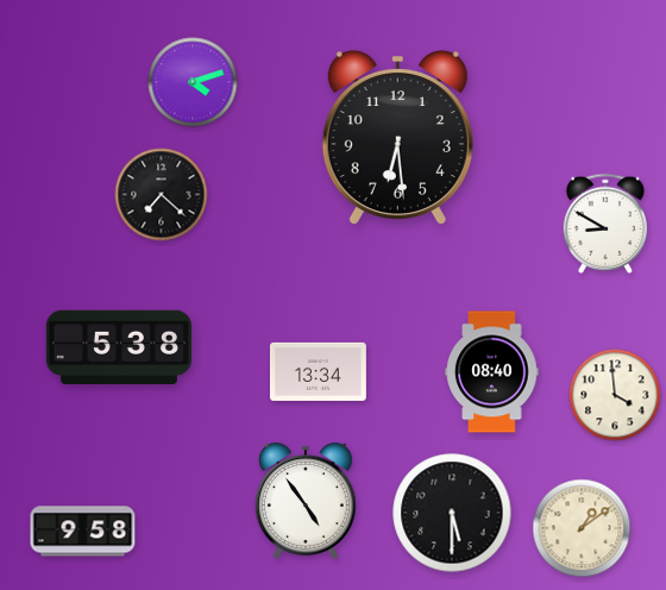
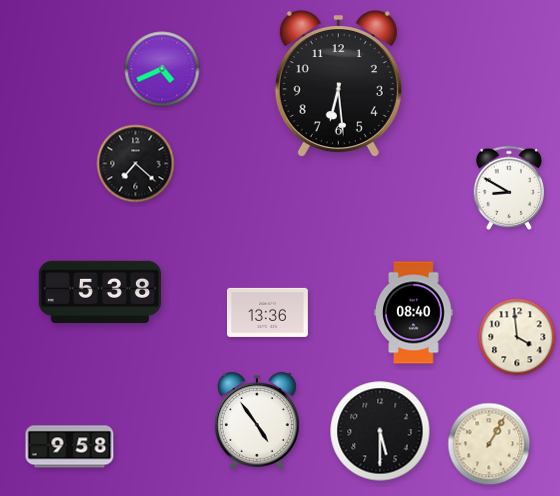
clock at (193, 82): 4:12 -> 4:41
clock at (397, 138) position: (397, 138) -> (338, 84)
clock at (319, 371): 13:34 -> 13:36
clock at (615, 395) position: (615, 395) -> (517, 337)
clock at (582, 528): 1:09 -> 1:05
